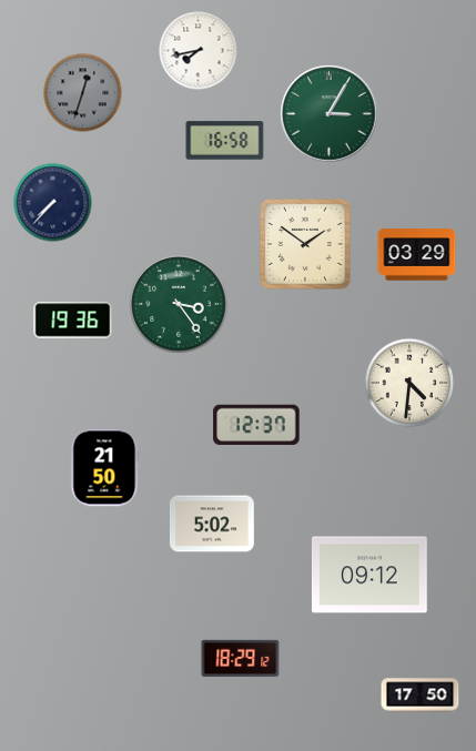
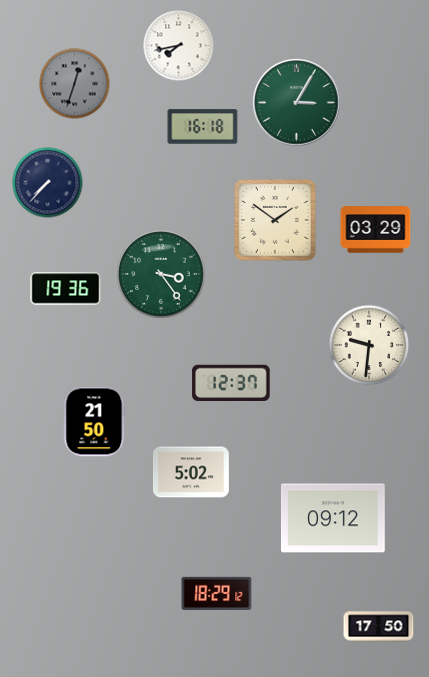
clock at (225, 141): 16:58 -> 16:18
clock at (409, 383): 4:31 -> 9:31
